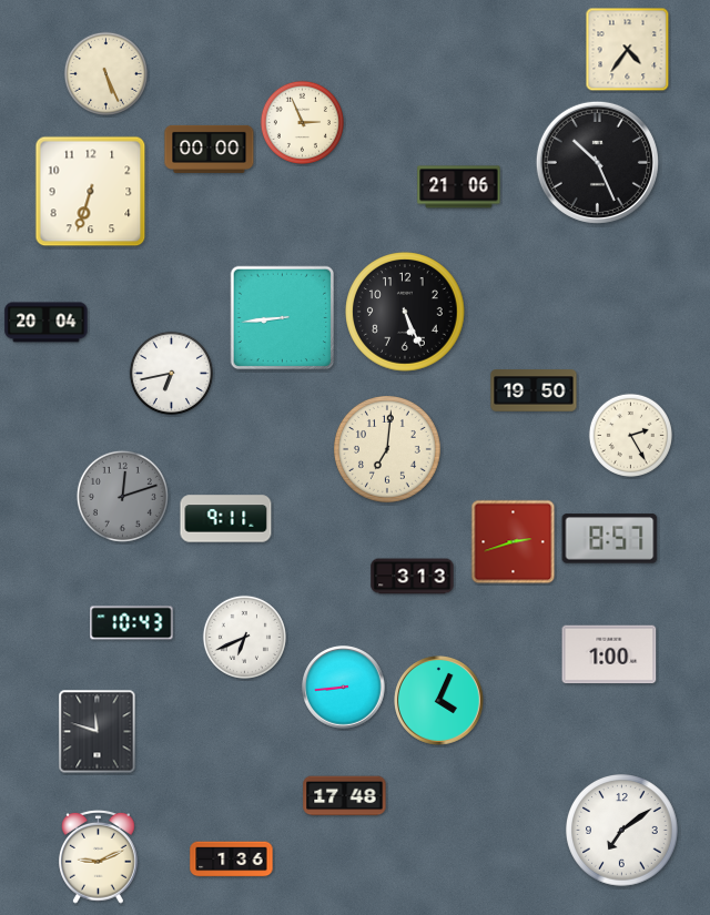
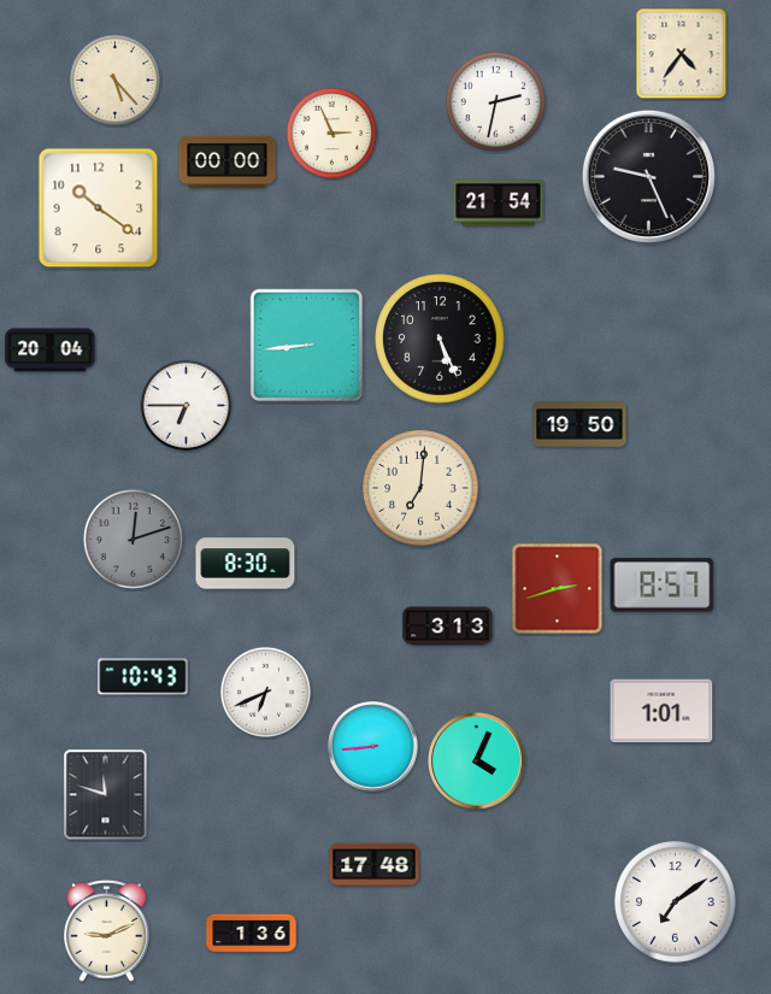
clock at (105, 73): 5:26 -> 5:23
clock at (495, 101): none -> 2:32
clock at (302, 122) position: (302, 122) -> (331, 133)
clock at (597, 162): 10:26 -> 9:26
clock at (459, 187): 21:06 -> 21:54
clock at (91, 192): 6:33 -> 10:21
clock at (171, 373): 6:43 -> 6:45
clock at (630, 435): 2:25 -> none
clock at (226, 519): 9:11 -> 8:30
clock at (609, 654): 1:00 -> 1:01
